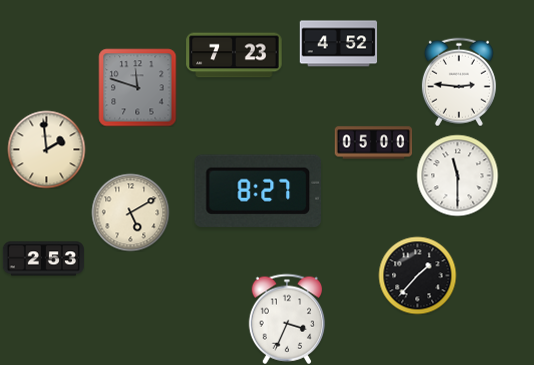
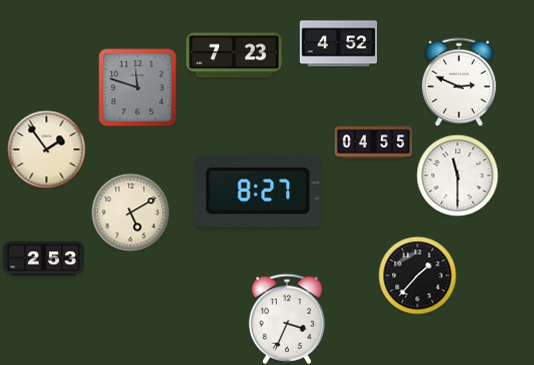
clock at (459, 82): 2:46 -> 2:49
clock at (373, 143): 05:00 -> 04:55
clock at (46, 149): 1:59 -> 1:54
